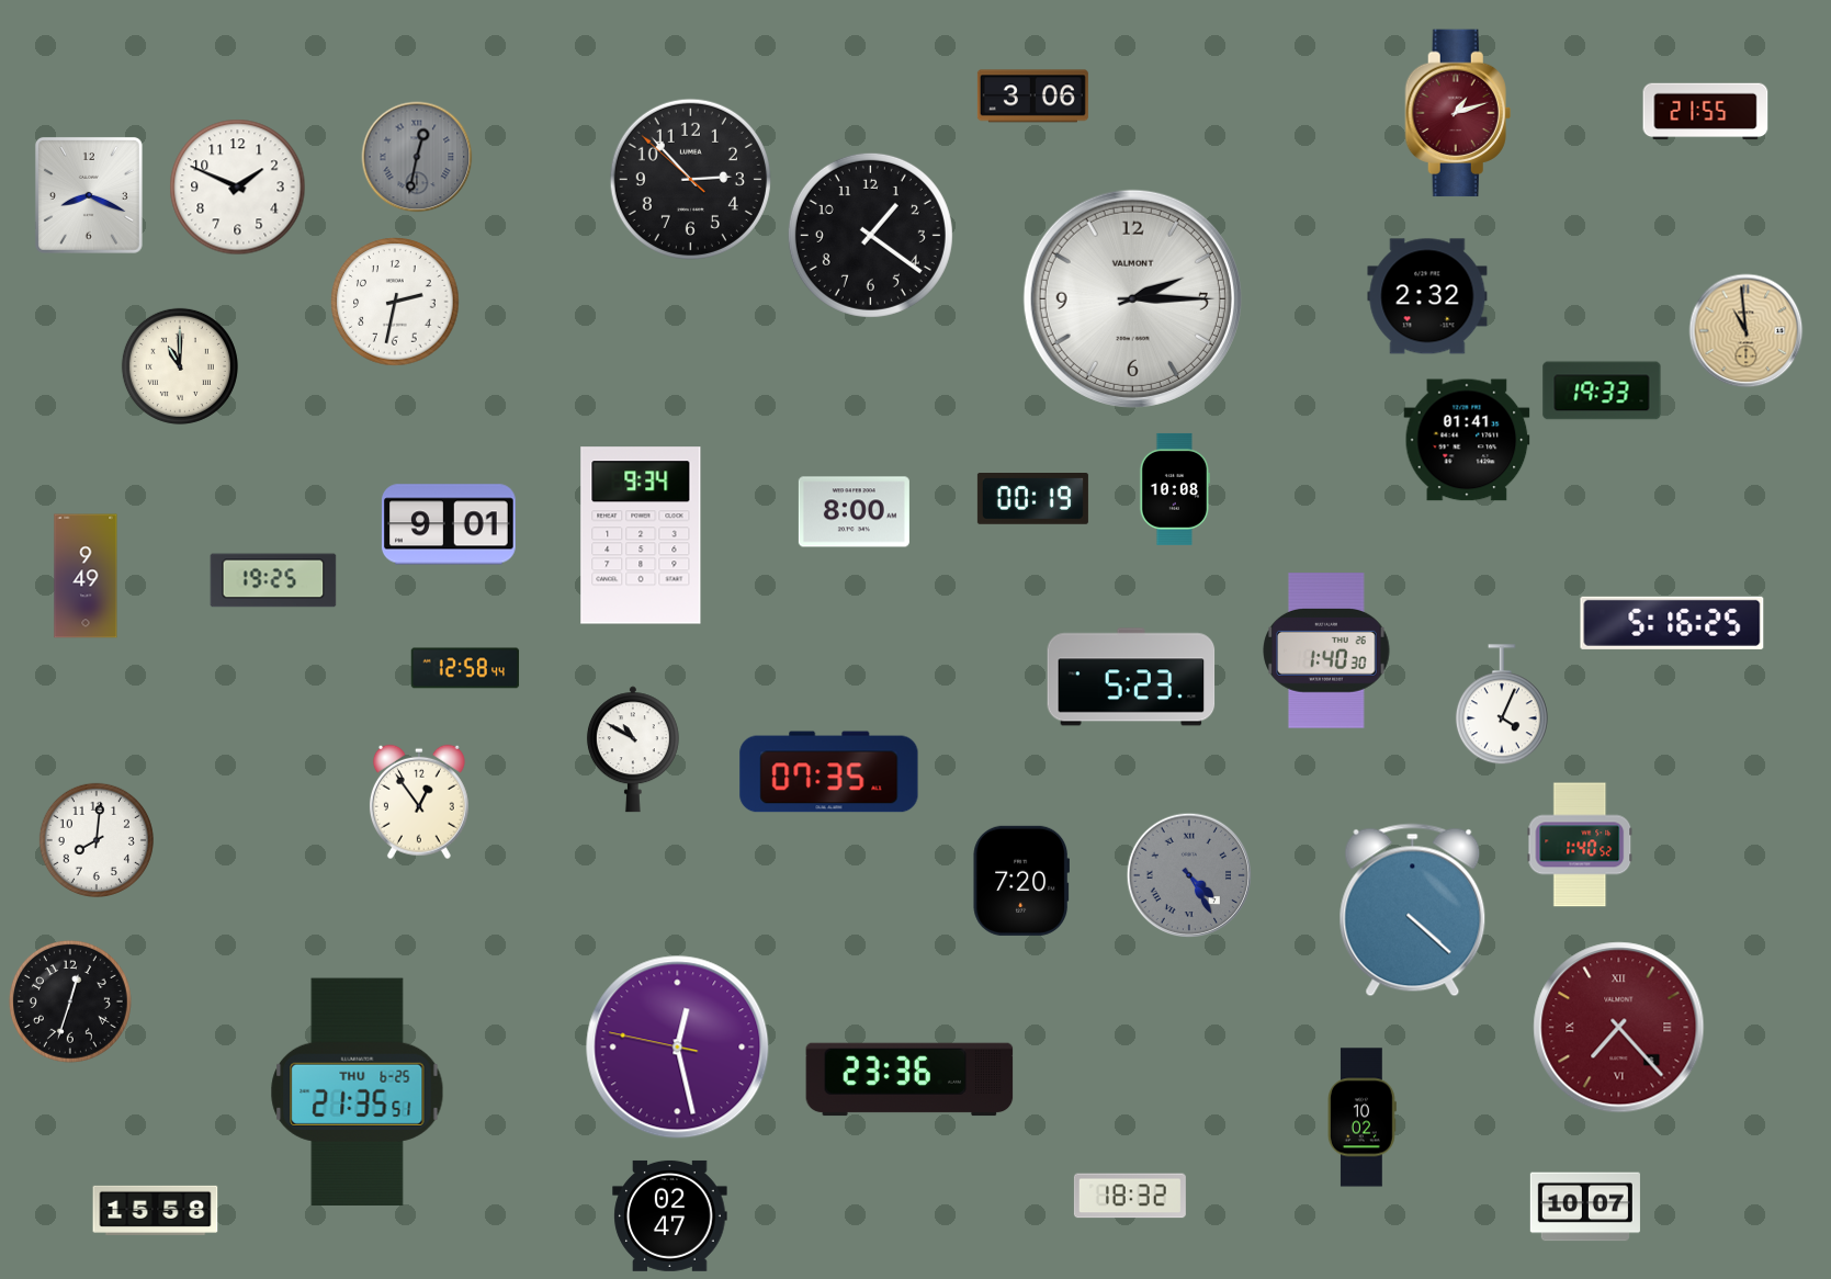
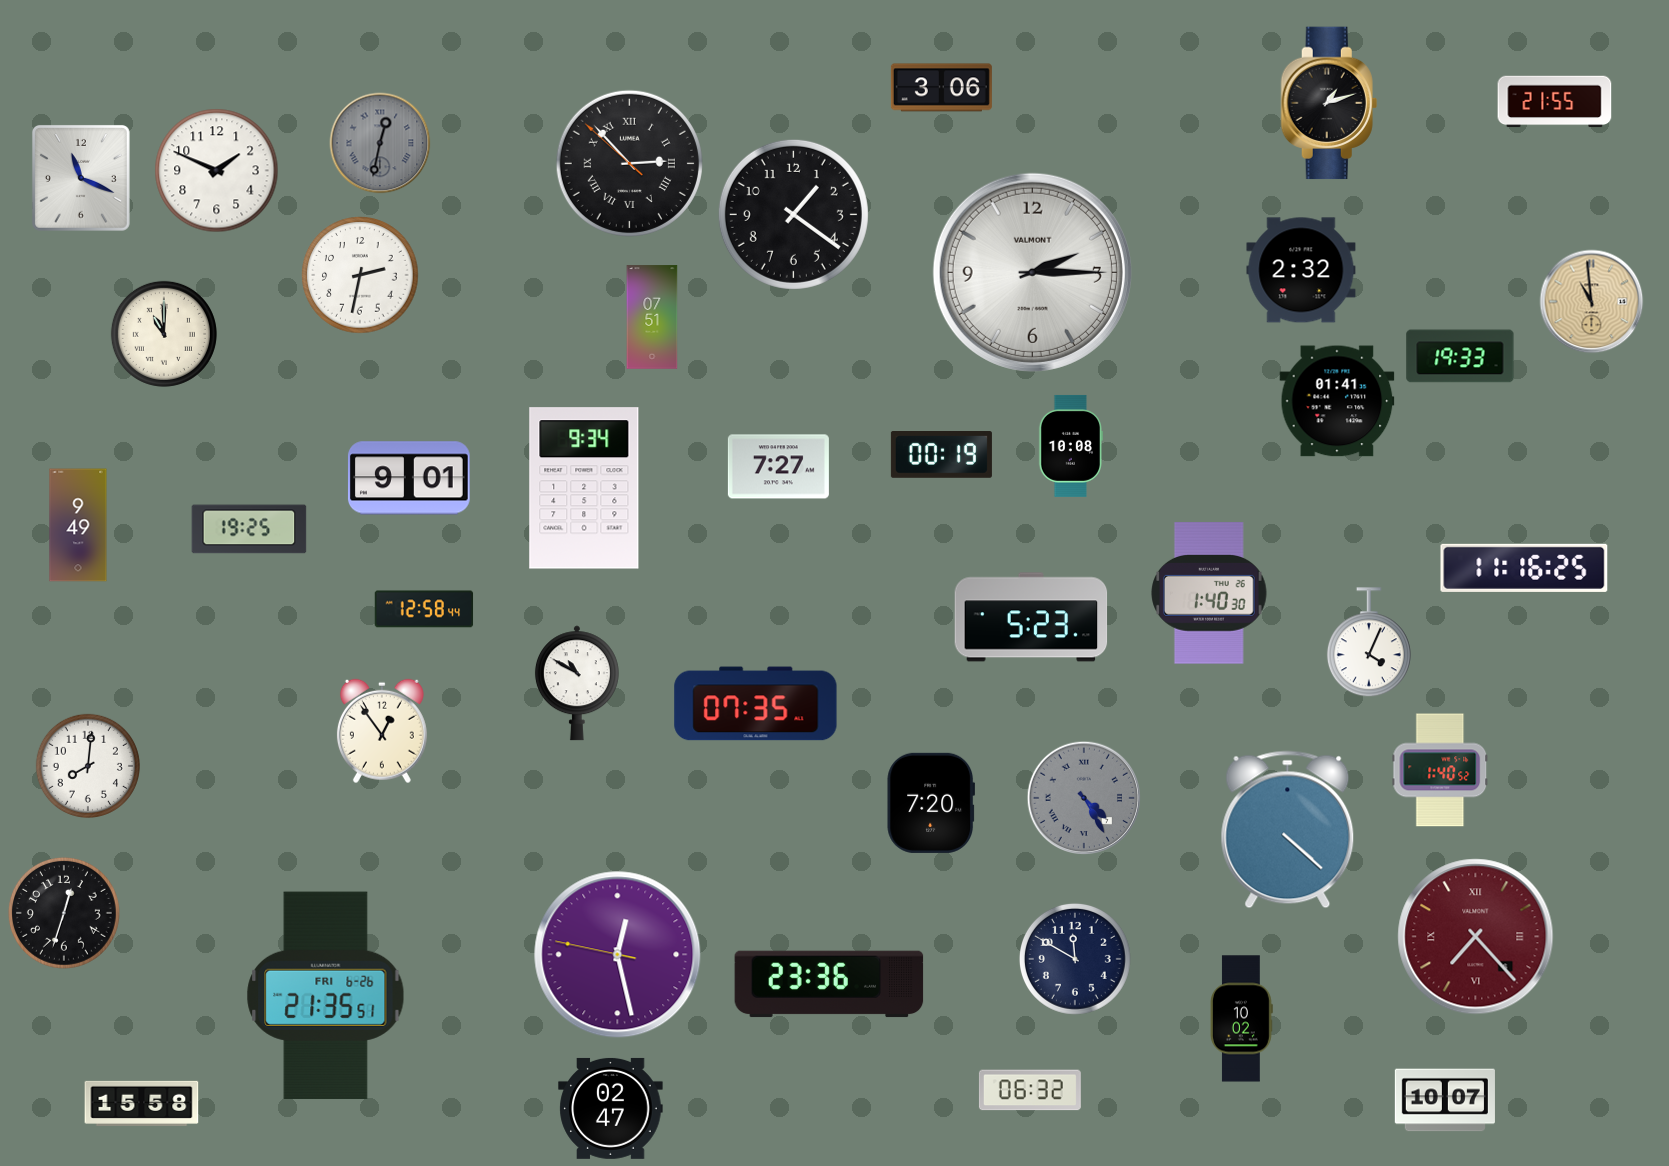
clock at (1458, 113) dial: burgundy -> black
clock at (690, 179) numerals: Arabic -> Roman
clock at (89, 195): 8:19 -> 11:19
clock at (652, 317): none -> 07:51
clock at (854, 512): 8:00 -> 7:27
clock at (1672, 623): 5:16 -> 11:16
clock at (1075, 959): none -> 11:50
clock at (358, 1091) date: THU 6-25 -> FRI 6-26
clock at (1130, 1196): 18:32 -> 06:32
